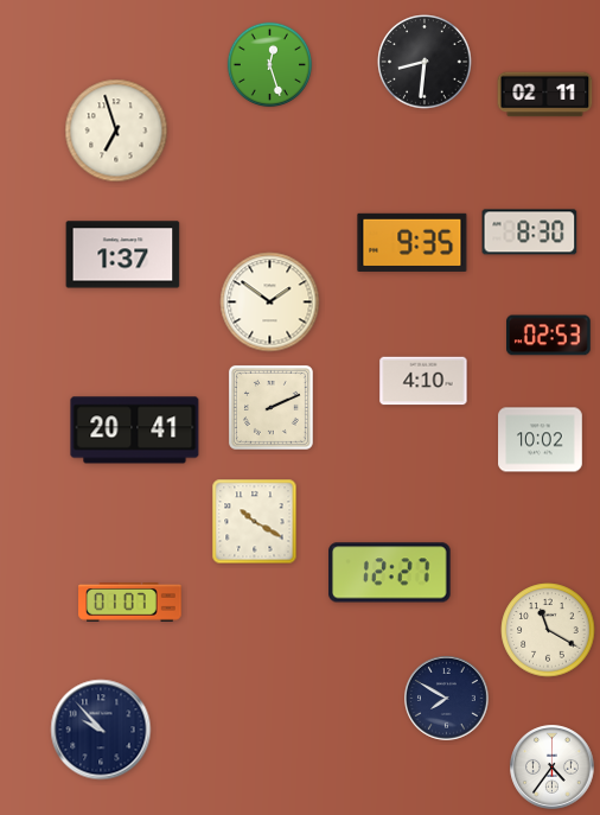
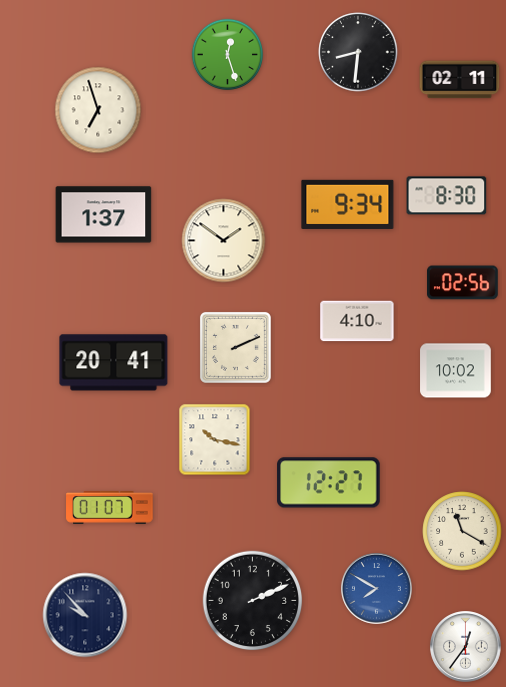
clock at (413, 242): 9:35 -> 9:34
clock at (270, 303) position: (270, 303) -> (224, 241)
clock at (549, 336): 02:53 -> 02:56
clock at (270, 407) position: (270, 407) -> (235, 347)
clock at (255, 522): 10:20 -> 10:17
clock at (447, 699) dial: navy -> blue
clock at (253, 601): none -> 2:11
clock at (553, 768): 4:36 -> 12:36
